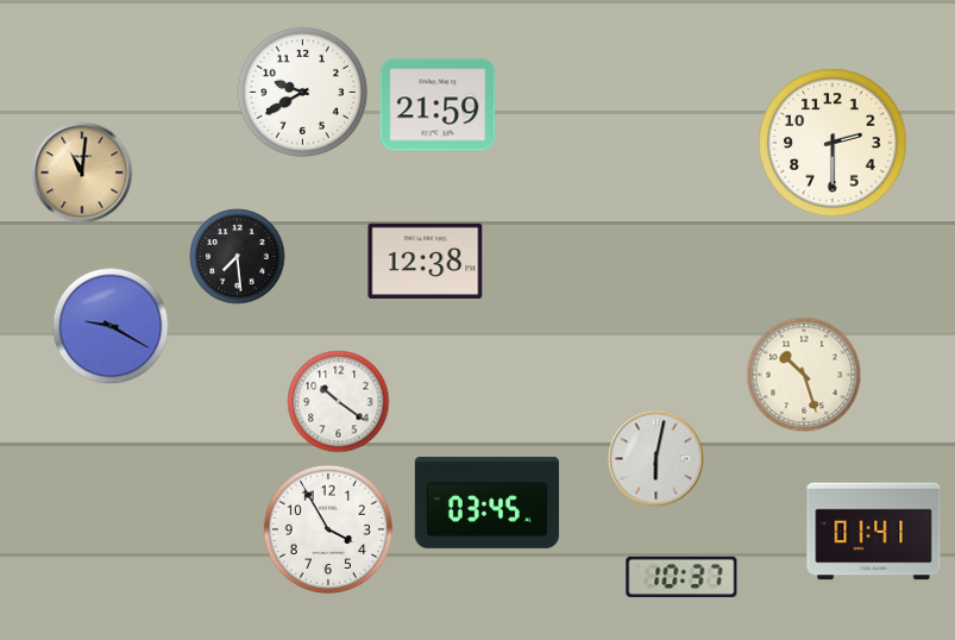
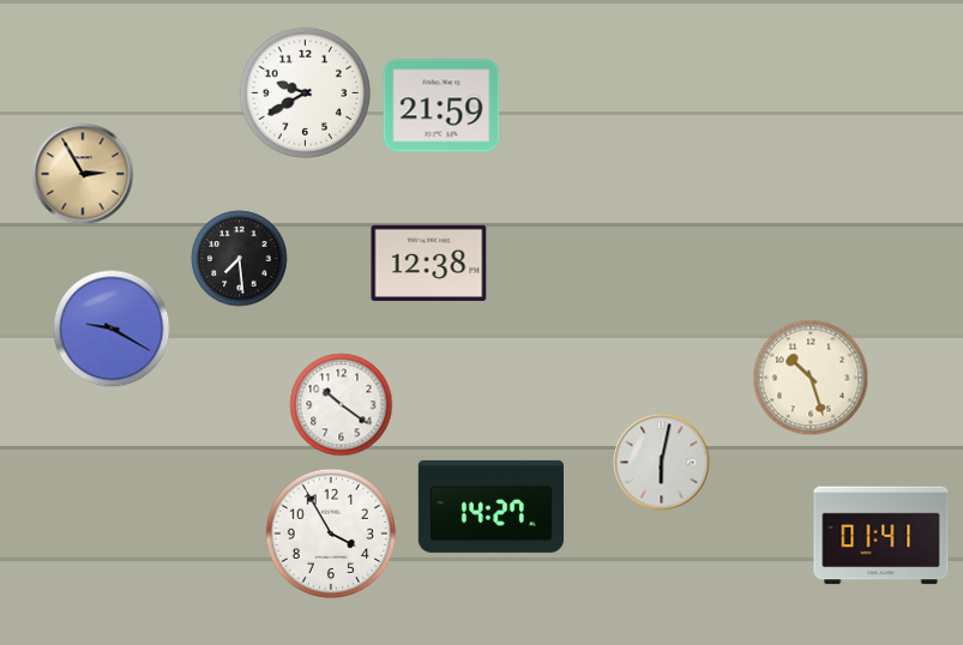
clock at (833, 143): 2:30 -> none
clock at (82, 172): 11:01 -> 2:55
clock at (486, 502): 03:45 -> 14:27
clock at (681, 577): 10:37 -> none
